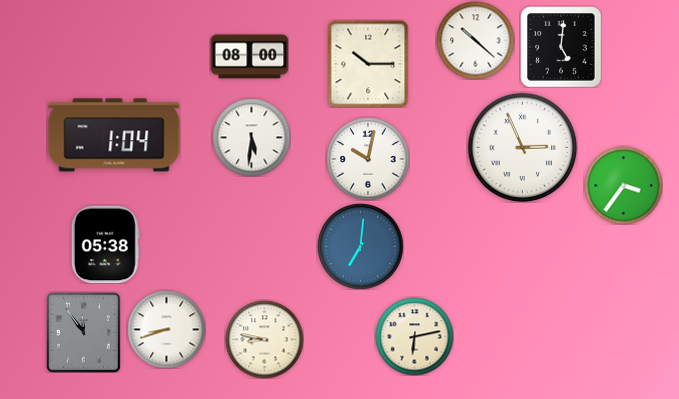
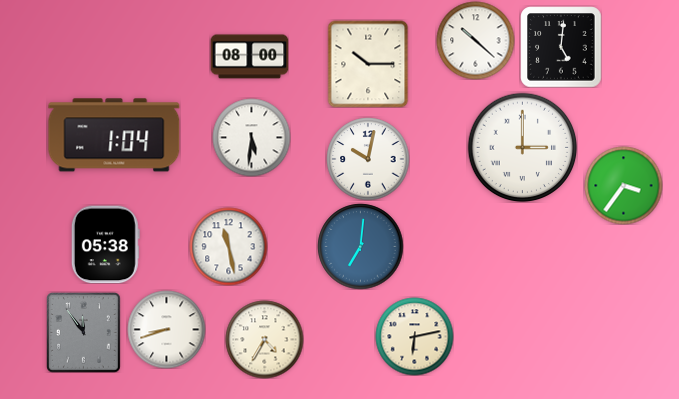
clock at (522, 147): 2:56 -> 3:00
clock at (228, 246): none -> 11:28
clock at (264, 339): 8:47 -> 4:35
